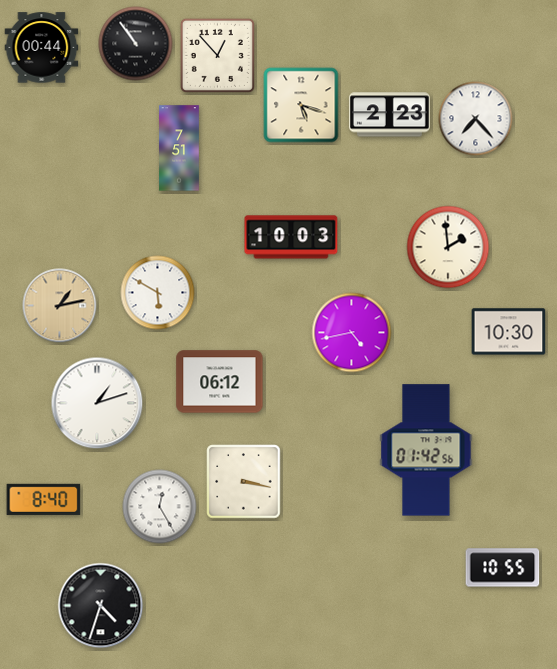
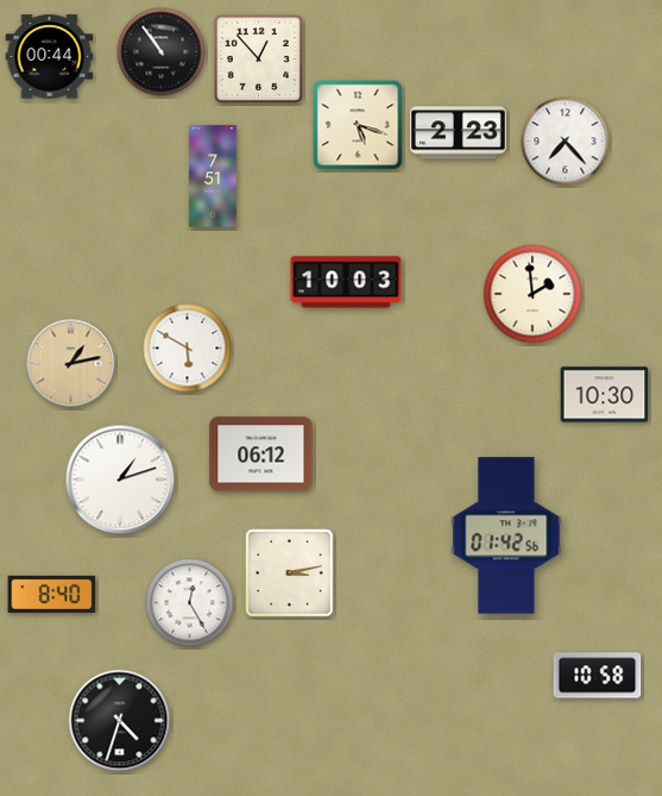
clock at (217, 55) position: (217, 55) -> (258, 58)
clock at (389, 115) position: (389, 115) -> (458, 133)
clock at (352, 333): 4:43 -> none
clock at (97, 403) position: (97, 403) -> (120, 480)
clock at (244, 482): 3:17 -> 3:13
clock at (503, 568): 10:55 -> 10:58
